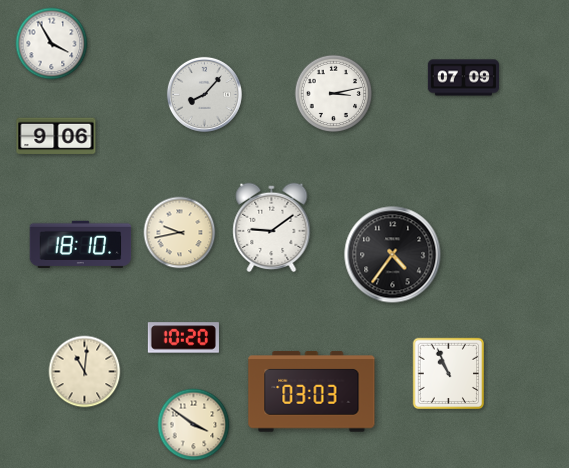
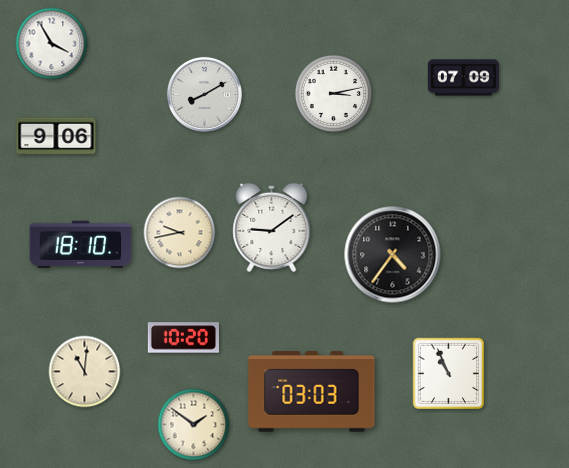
clock at (204, 94): 8:07 -> 8:10
clock at (194, 425): 3:51 -> 1:51
